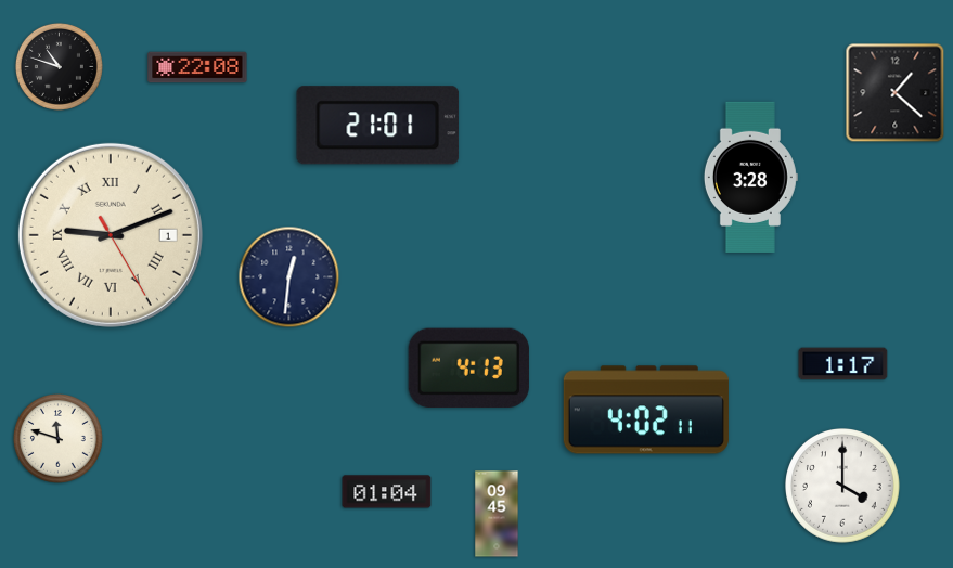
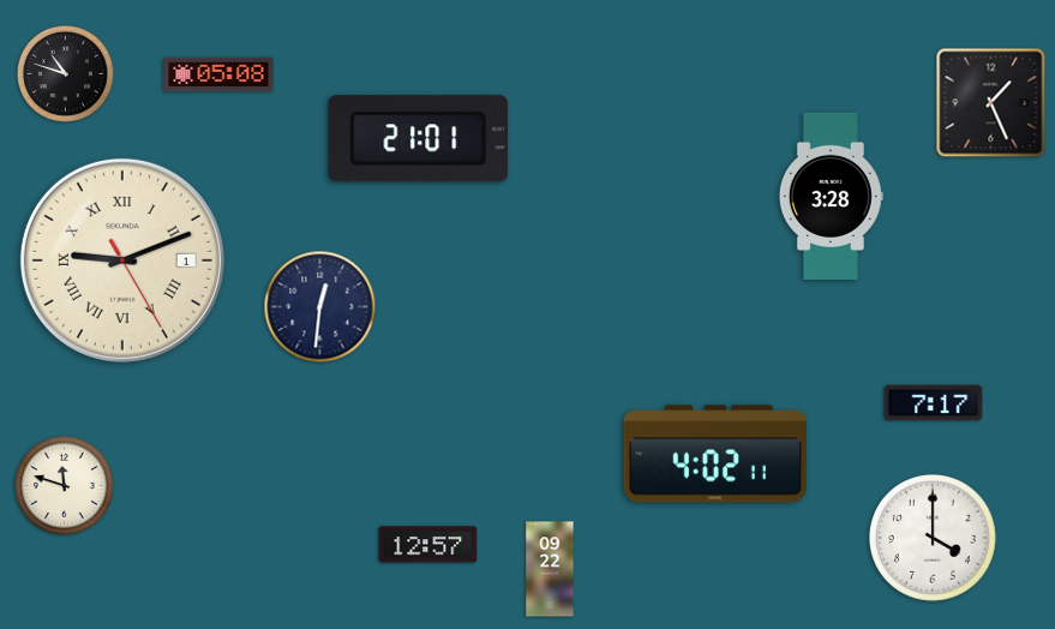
clock at (197, 67): 22:08 -> 05:08
clock at (896, 93): 1:22 -> 1:26
clock at (843, 364): 1:17 -> 7:17
clock at (468, 367): 4:13 -> none
clock at (387, 492): 01:04 -> 12:57
clock at (497, 514): 09:45 -> 09:22
